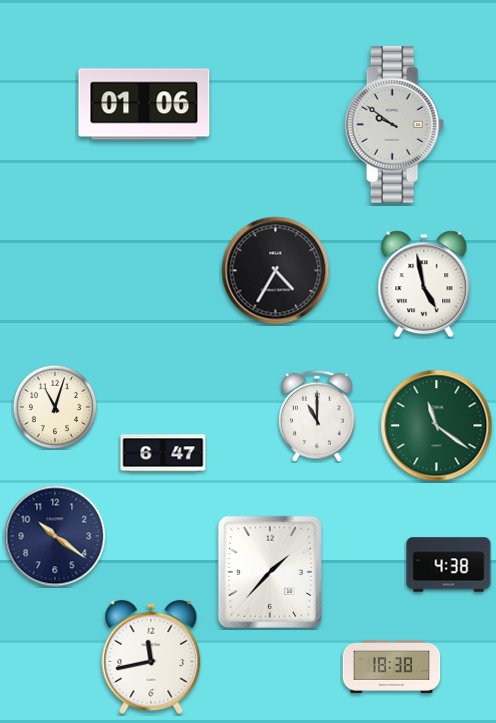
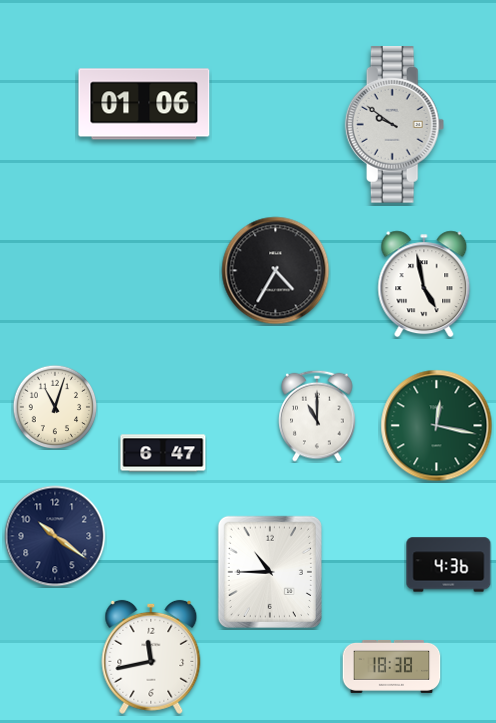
clock at (437, 426): 11:21 -> 12:17
clock at (449, 565): 4:38 -> 4:36
clock at (270, 572): 1:37 -> 10:45
